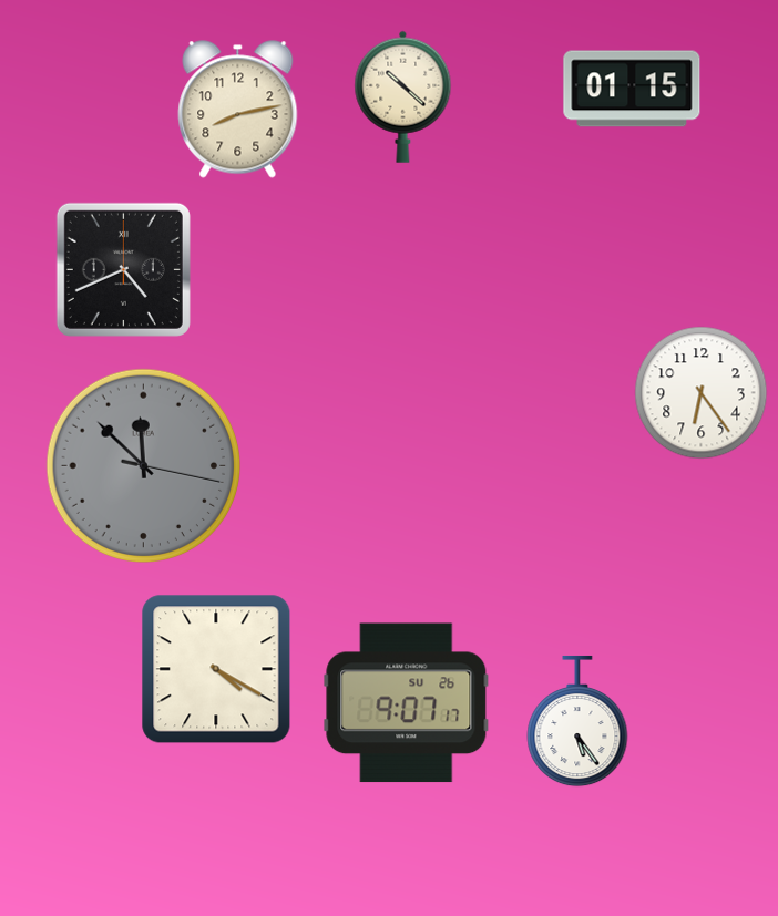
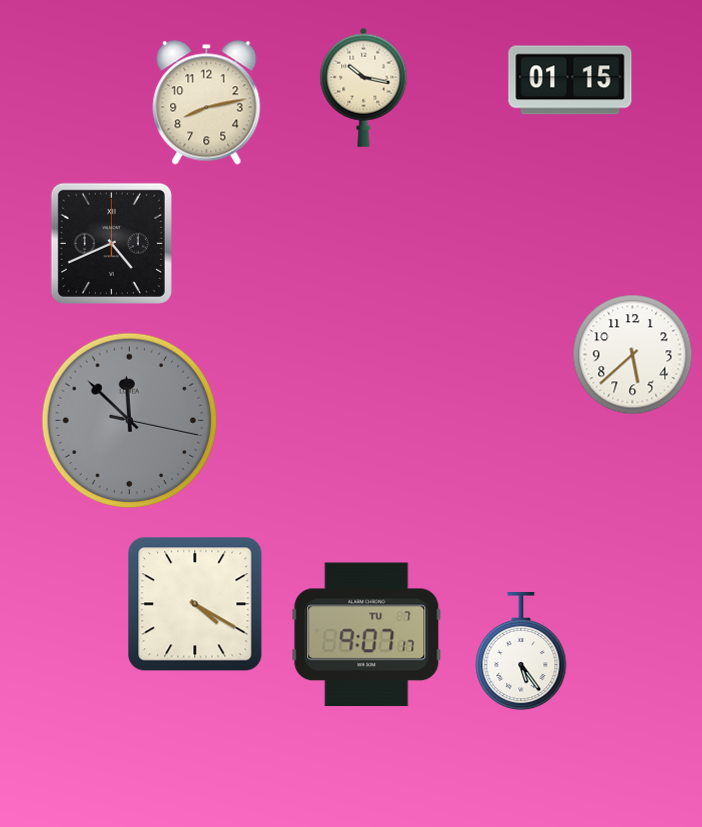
clock at (403, 96): 10:22 -> 10:17
clock at (238, 110) position: (238, 110) -> (207, 103)
clock at (702, 393): 6:24 -> 5:38
clock at (407, 703) date: SU 26 -> TU 7
